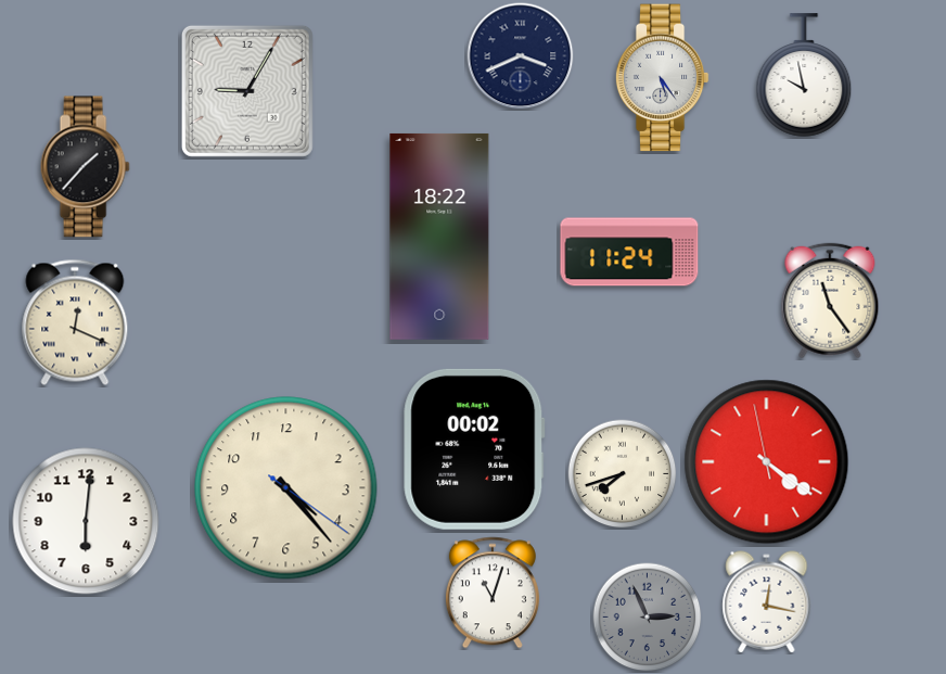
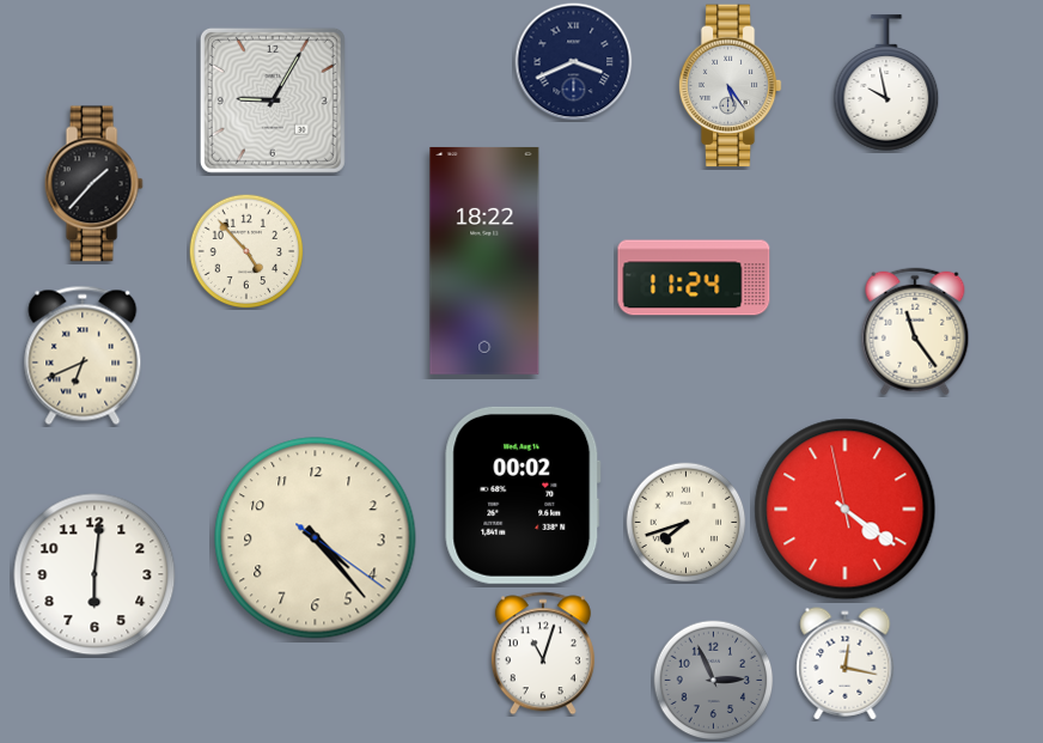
clock at (246, 251): none -> 4:53
clock at (75, 322): 12:19 -> 6:41
